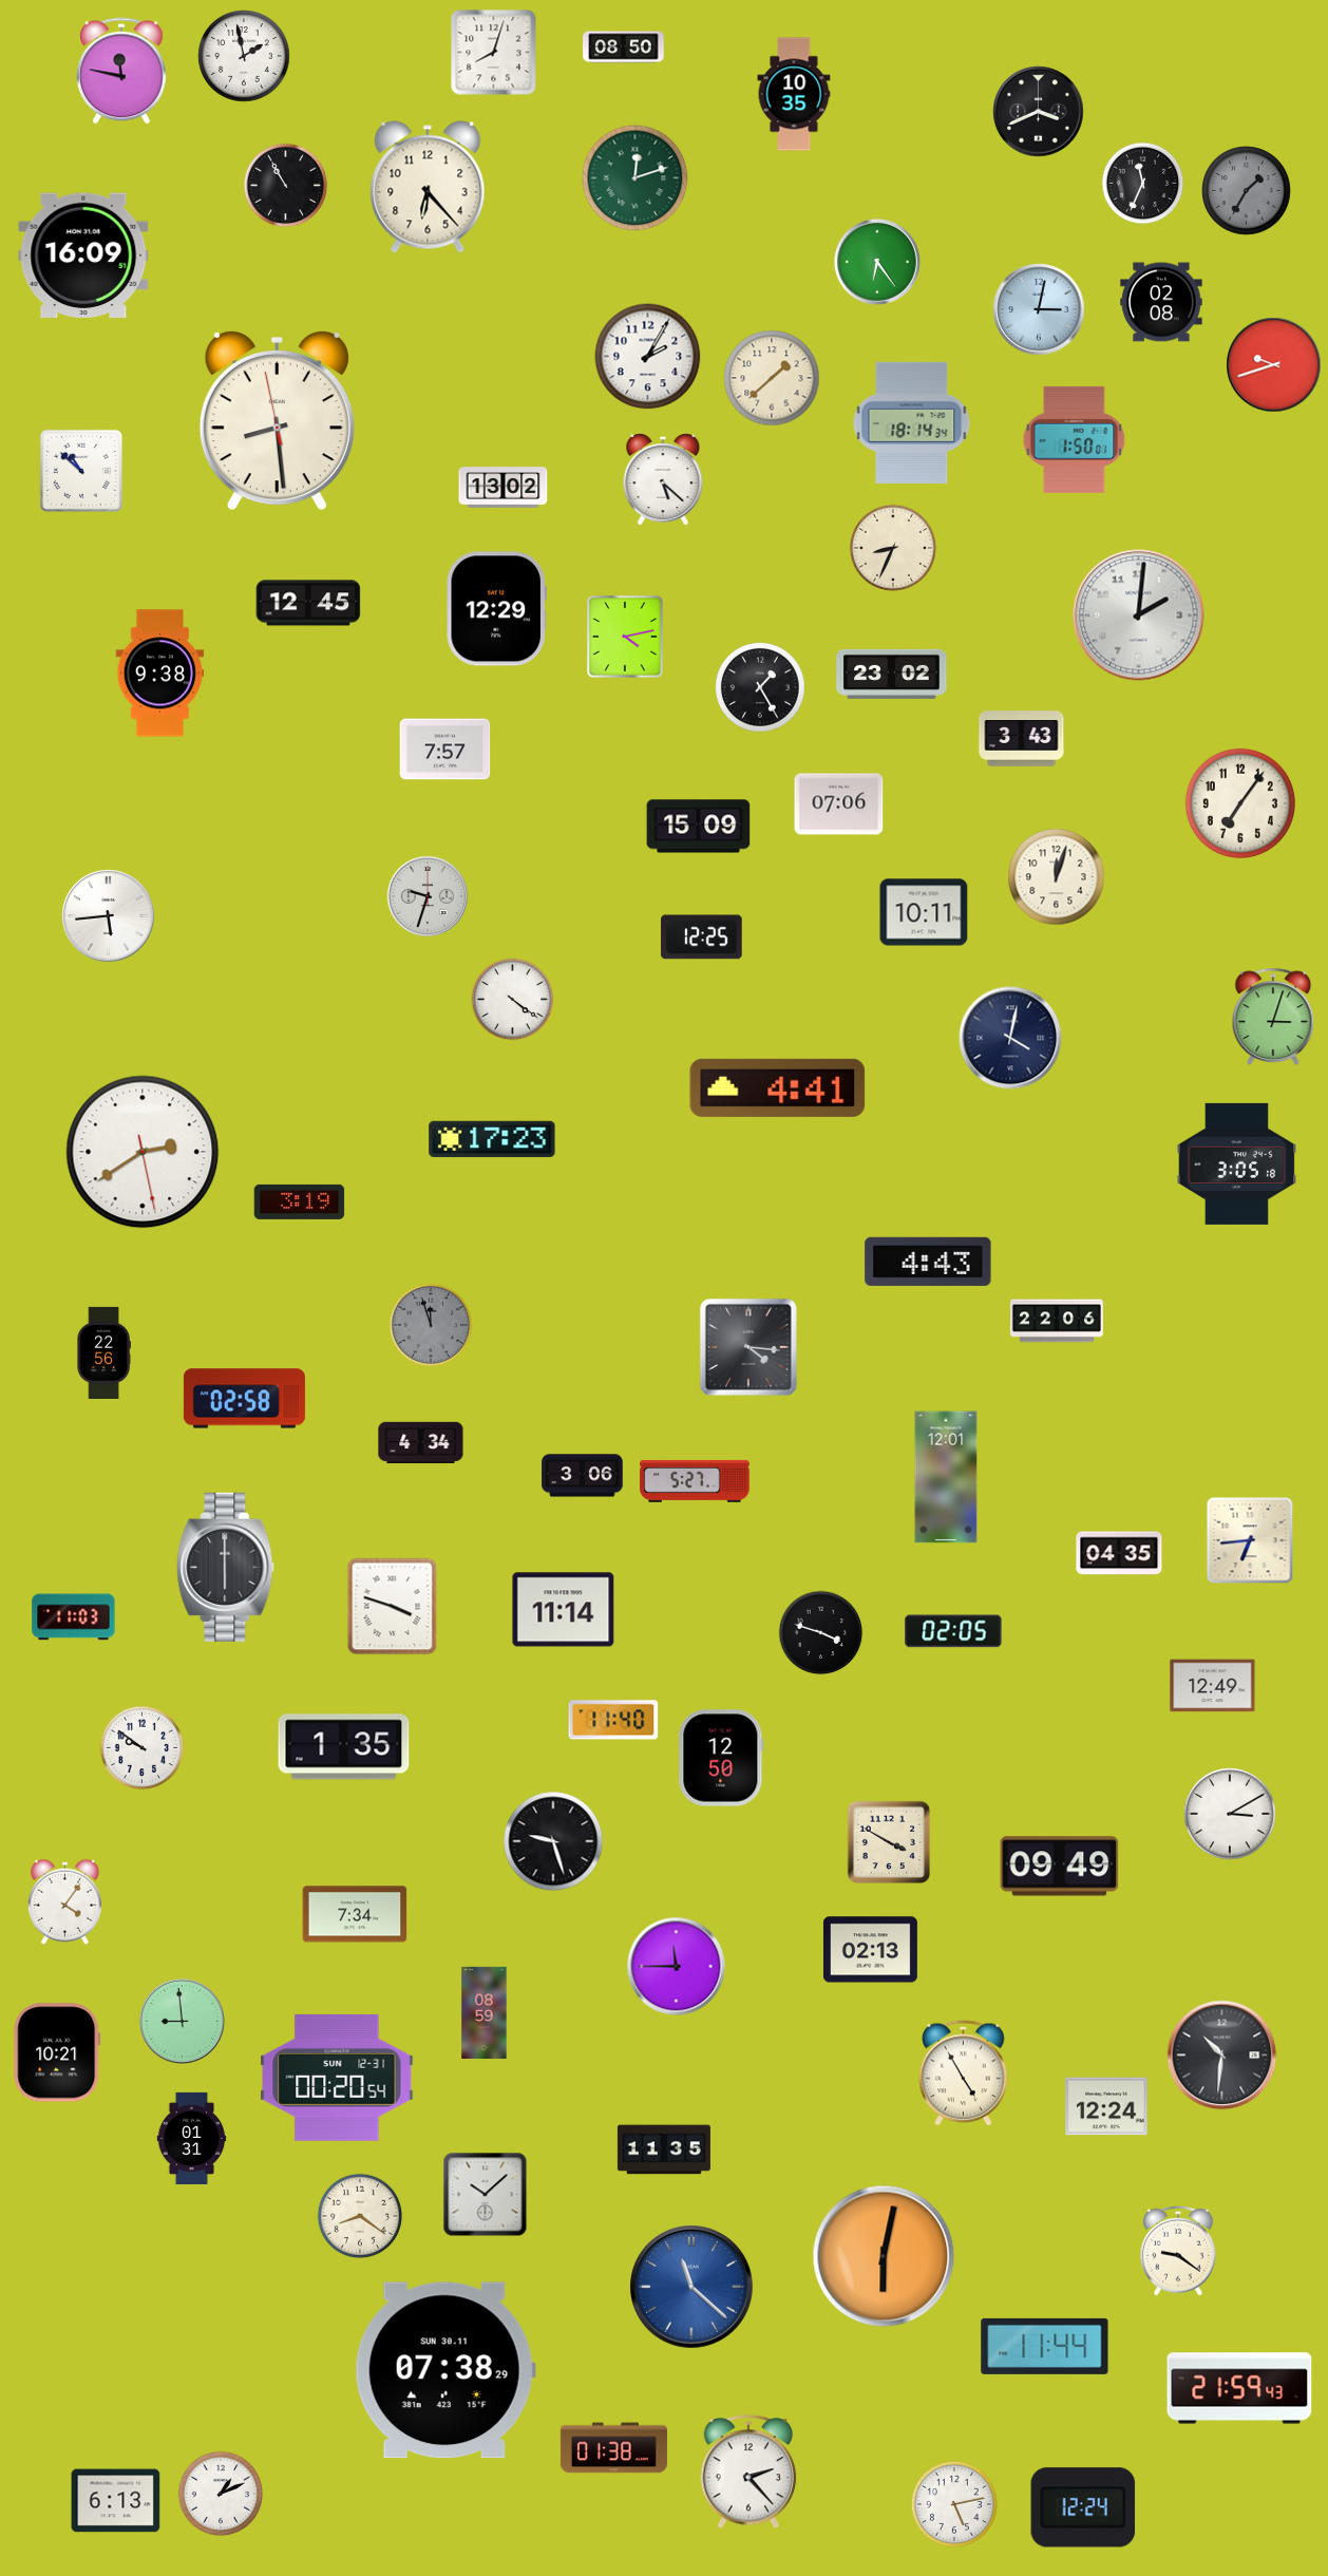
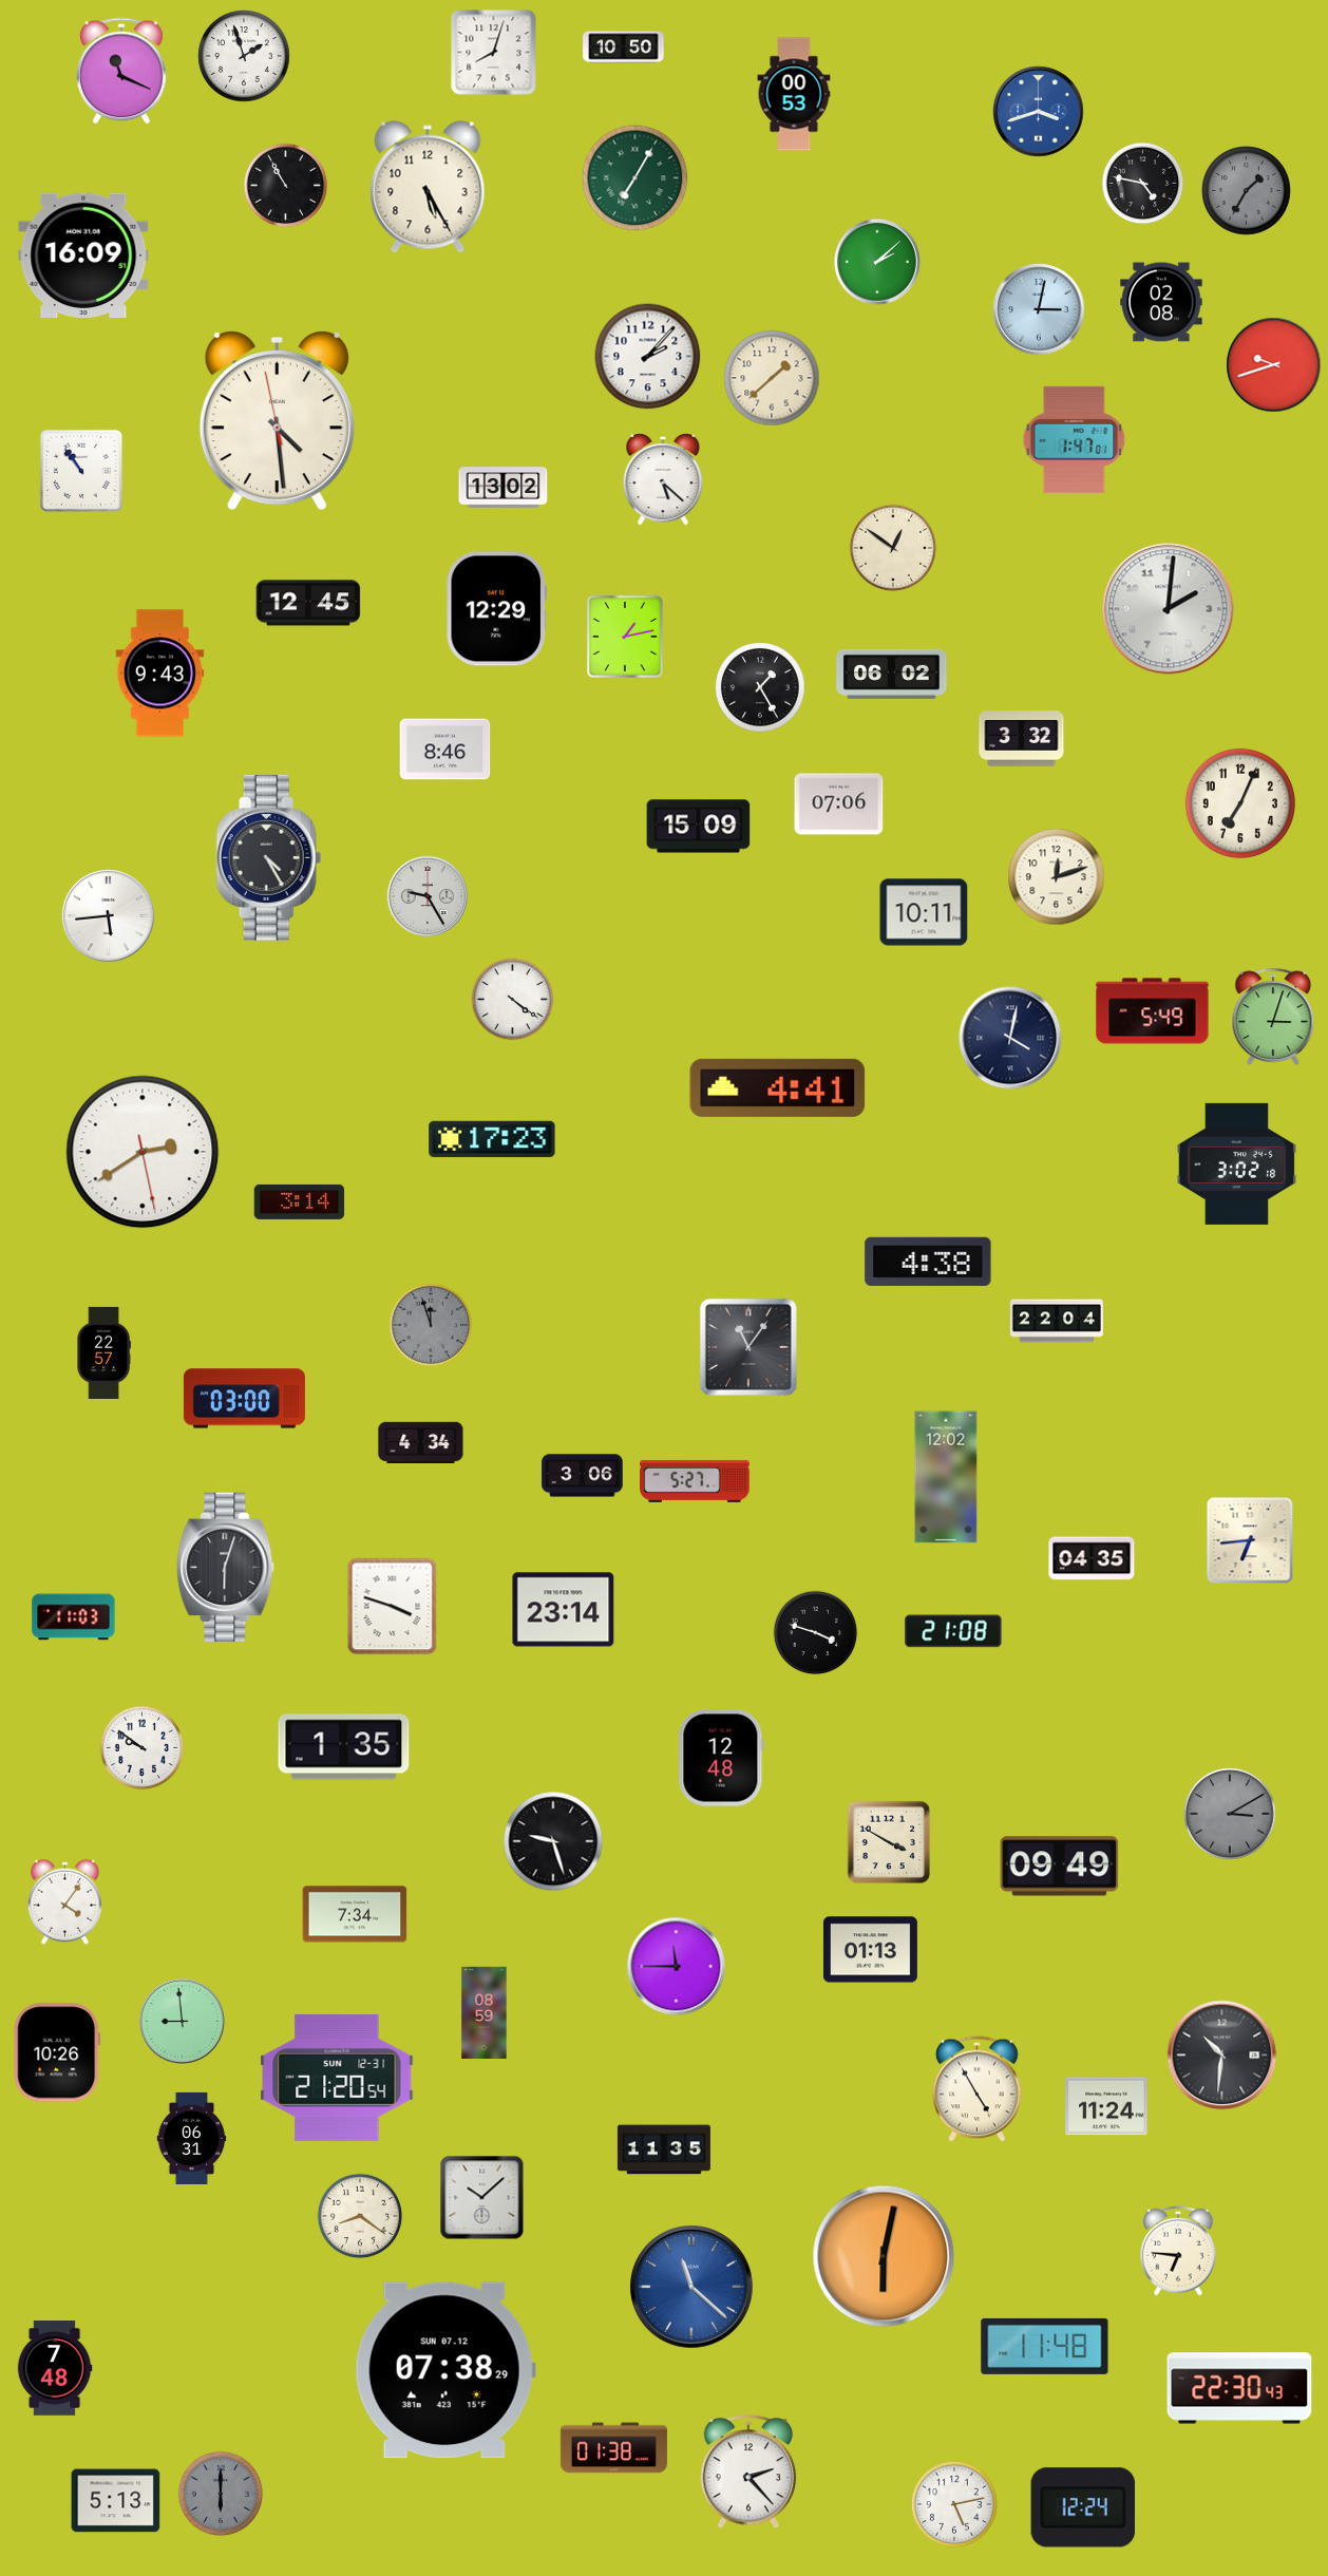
clock at (624, 48): 08:50 -> 10:50
clock at (244, 56): 1:58 -> 1:57
clock at (122, 71): 11:47 -> 11:19
clock at (794, 94): 10:35 -> 00:53
clock at (1039, 112): 3:41 -> 3:42
clock at (1039, 112) dial: black -> blue
clock at (635, 178): 12:12 -> 7:05
clock at (1143, 184): 11:34 -> 4:47
clock at (428, 187): 6:23 -> 5:25
clock at (877, 262): 6:24 -> 2:08
clock at (648, 357): 2:05 -> 2:07
clock at (277, 420): 8:28 -> 4:28
clock at (912, 422): 18:14 -> none
clock at (1075, 439): 1:50 -> 1:47
clock at (81, 471): 10:52 -> 10:54
clock at (893, 548): 8:34 -> 12:51
clock at (1139, 615) position: (1139, 615) -> (1169, 609)
clock at (625, 637): 4:13 -> 1:13
clock at (160, 674): 9:38 -> 9:43
clock at (892, 674): 23:02 -> 06:02
clock at (1022, 739): 3:43 -> 3:32
clock at (445, 750): 7:57 -> 8:46
clock at (1240, 803): 7:06 -> 7:04
clock at (269, 857): none -> 4:25
clock at (1057, 877): 12:03 -> 12:12
clock at (428, 896): 9:33 -> 9:25
clock at (702, 937): 12:25 -> none
clock at (1153, 1011): none -> 5:49
clock at (1237, 1163): 3:05 -> 3:02
clock at (300, 1201): 3:19 -> 3:14
clock at (928, 1262): 4:43 -> 4:38
clock at (1057, 1321): 22:06 -> 22:04
clock at (748, 1347): 4:16 -> 11:06
clock at (103, 1352): 22:56 -> 22:57
clock at (244, 1399): 02:58 -> 03:00
clock at (946, 1477): 12:01 -> 12:02
clock at (1119, 1553) position: (1119, 1553) -> (1092, 1558)
clock at (226, 1567): 6:00 -> 6:03
clock at (564, 1610): 11:14 -> 23:14
clock at (953, 1631): 02:05 -> 21:08
clock at (821, 1633) position: (821, 1633) -> (816, 1633)
clock at (1213, 1686): 12:49 -> none
clock at (613, 1720): 11:40 -> none
clock at (721, 1758): 12:50 -> 12:48
clock at (1230, 1814) dial: white -> grey
clock at (870, 1950): 02:13 -> 01:13
clock at (57, 2052): 10:21 -> 10:26
clock at (964, 2073) position: (964, 2073) -> (978, 2089)
clock at (337, 2078): 00:20 -> 21:20
clock at (1106, 2106): 12:24 -> 11:24
clock at (192, 2138): 01:31 -> 06:31
clock at (486, 2195) position: (486, 2195) -> (482, 2198)
clock at (1178, 2251): 9:21 -> 6:46
clock at (1045, 2346): 11:44 -> 11:48
clock at (55, 2368): none -> 7:48
clock at (445, 2370) date: SUN 30.11 -> SUN 07.12
clock at (1239, 2388): 21:59 -> 22:30
clock at (221, 2494): 1:11 -> 6:00
clock at (221, 2494) dial: white -> grey
clock at (116, 2501): 6:13 -> 5:13
